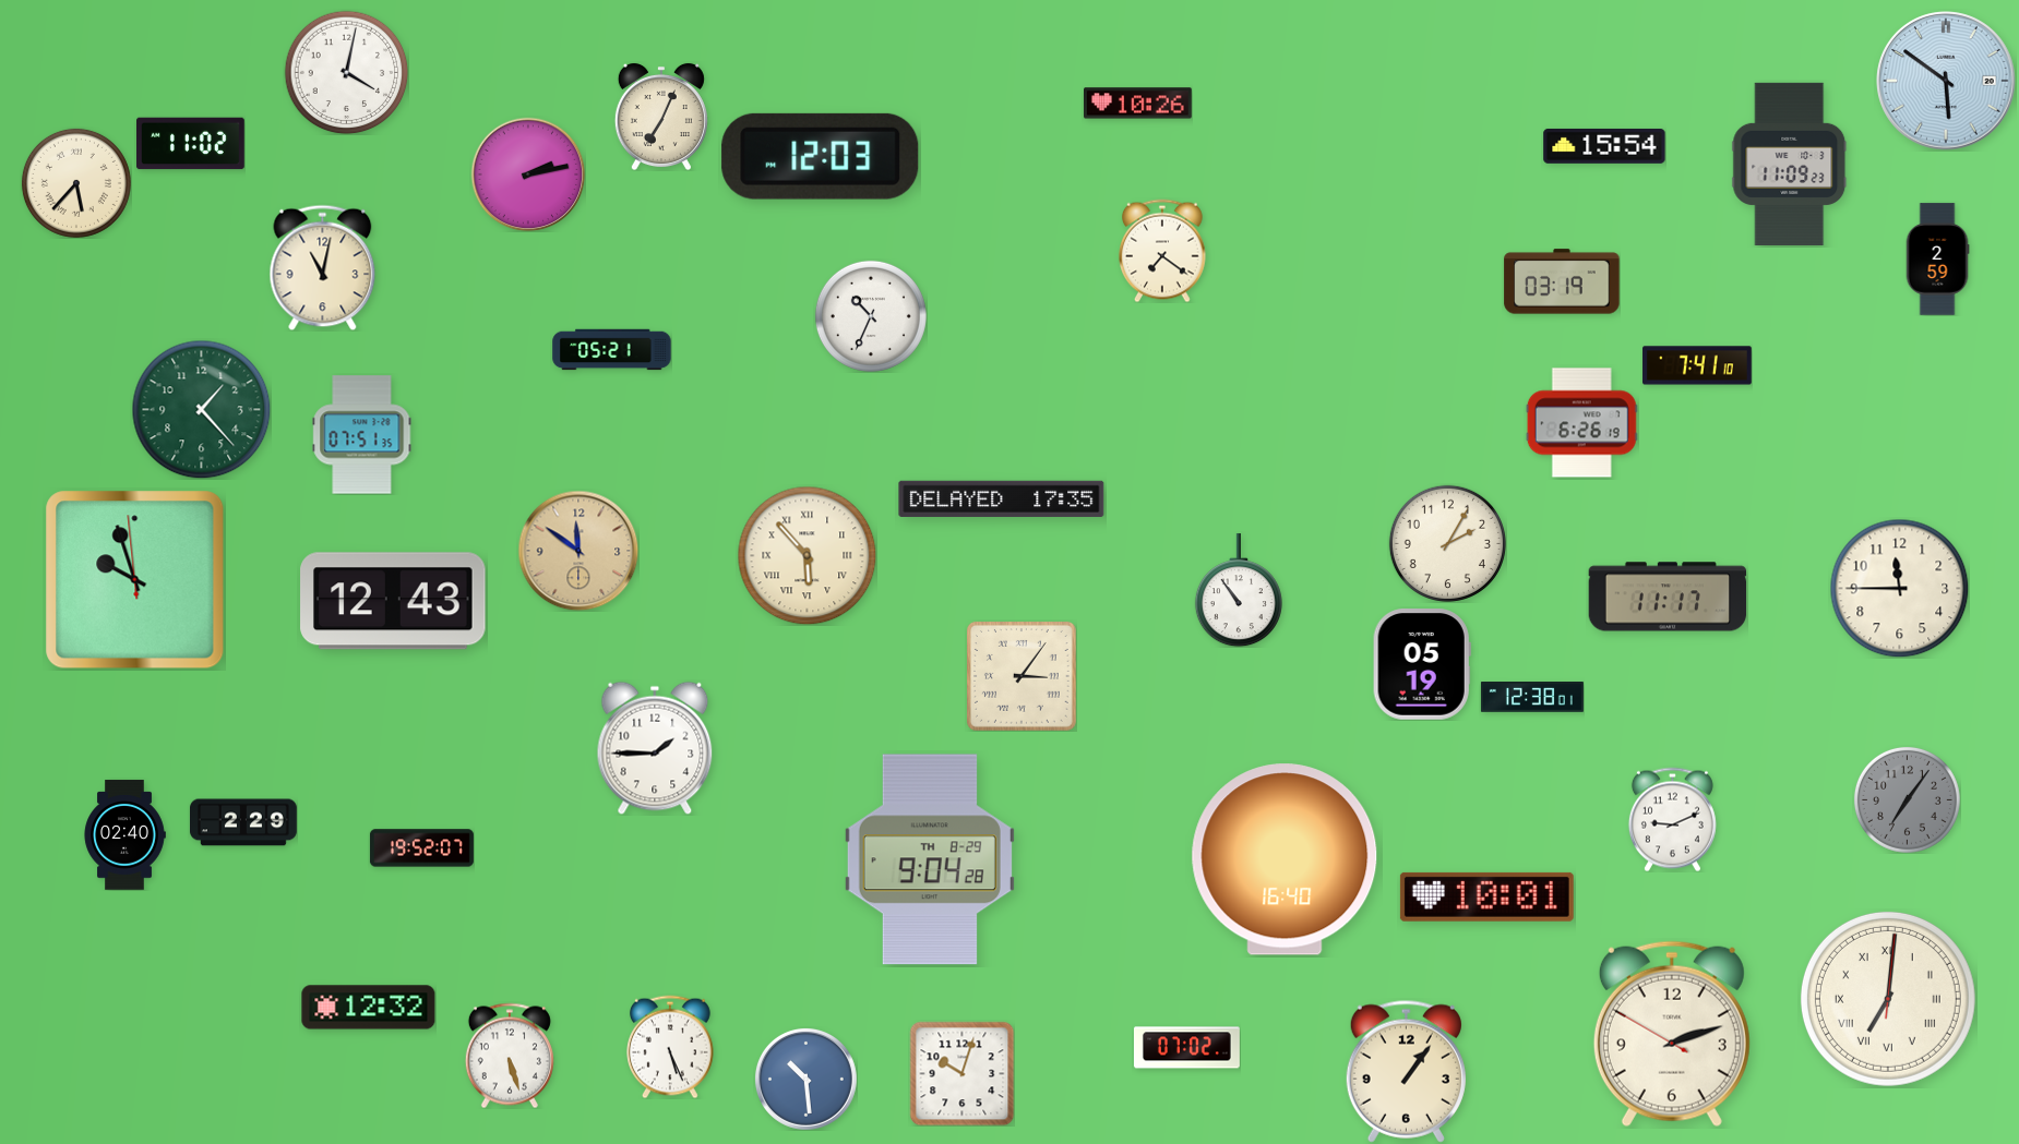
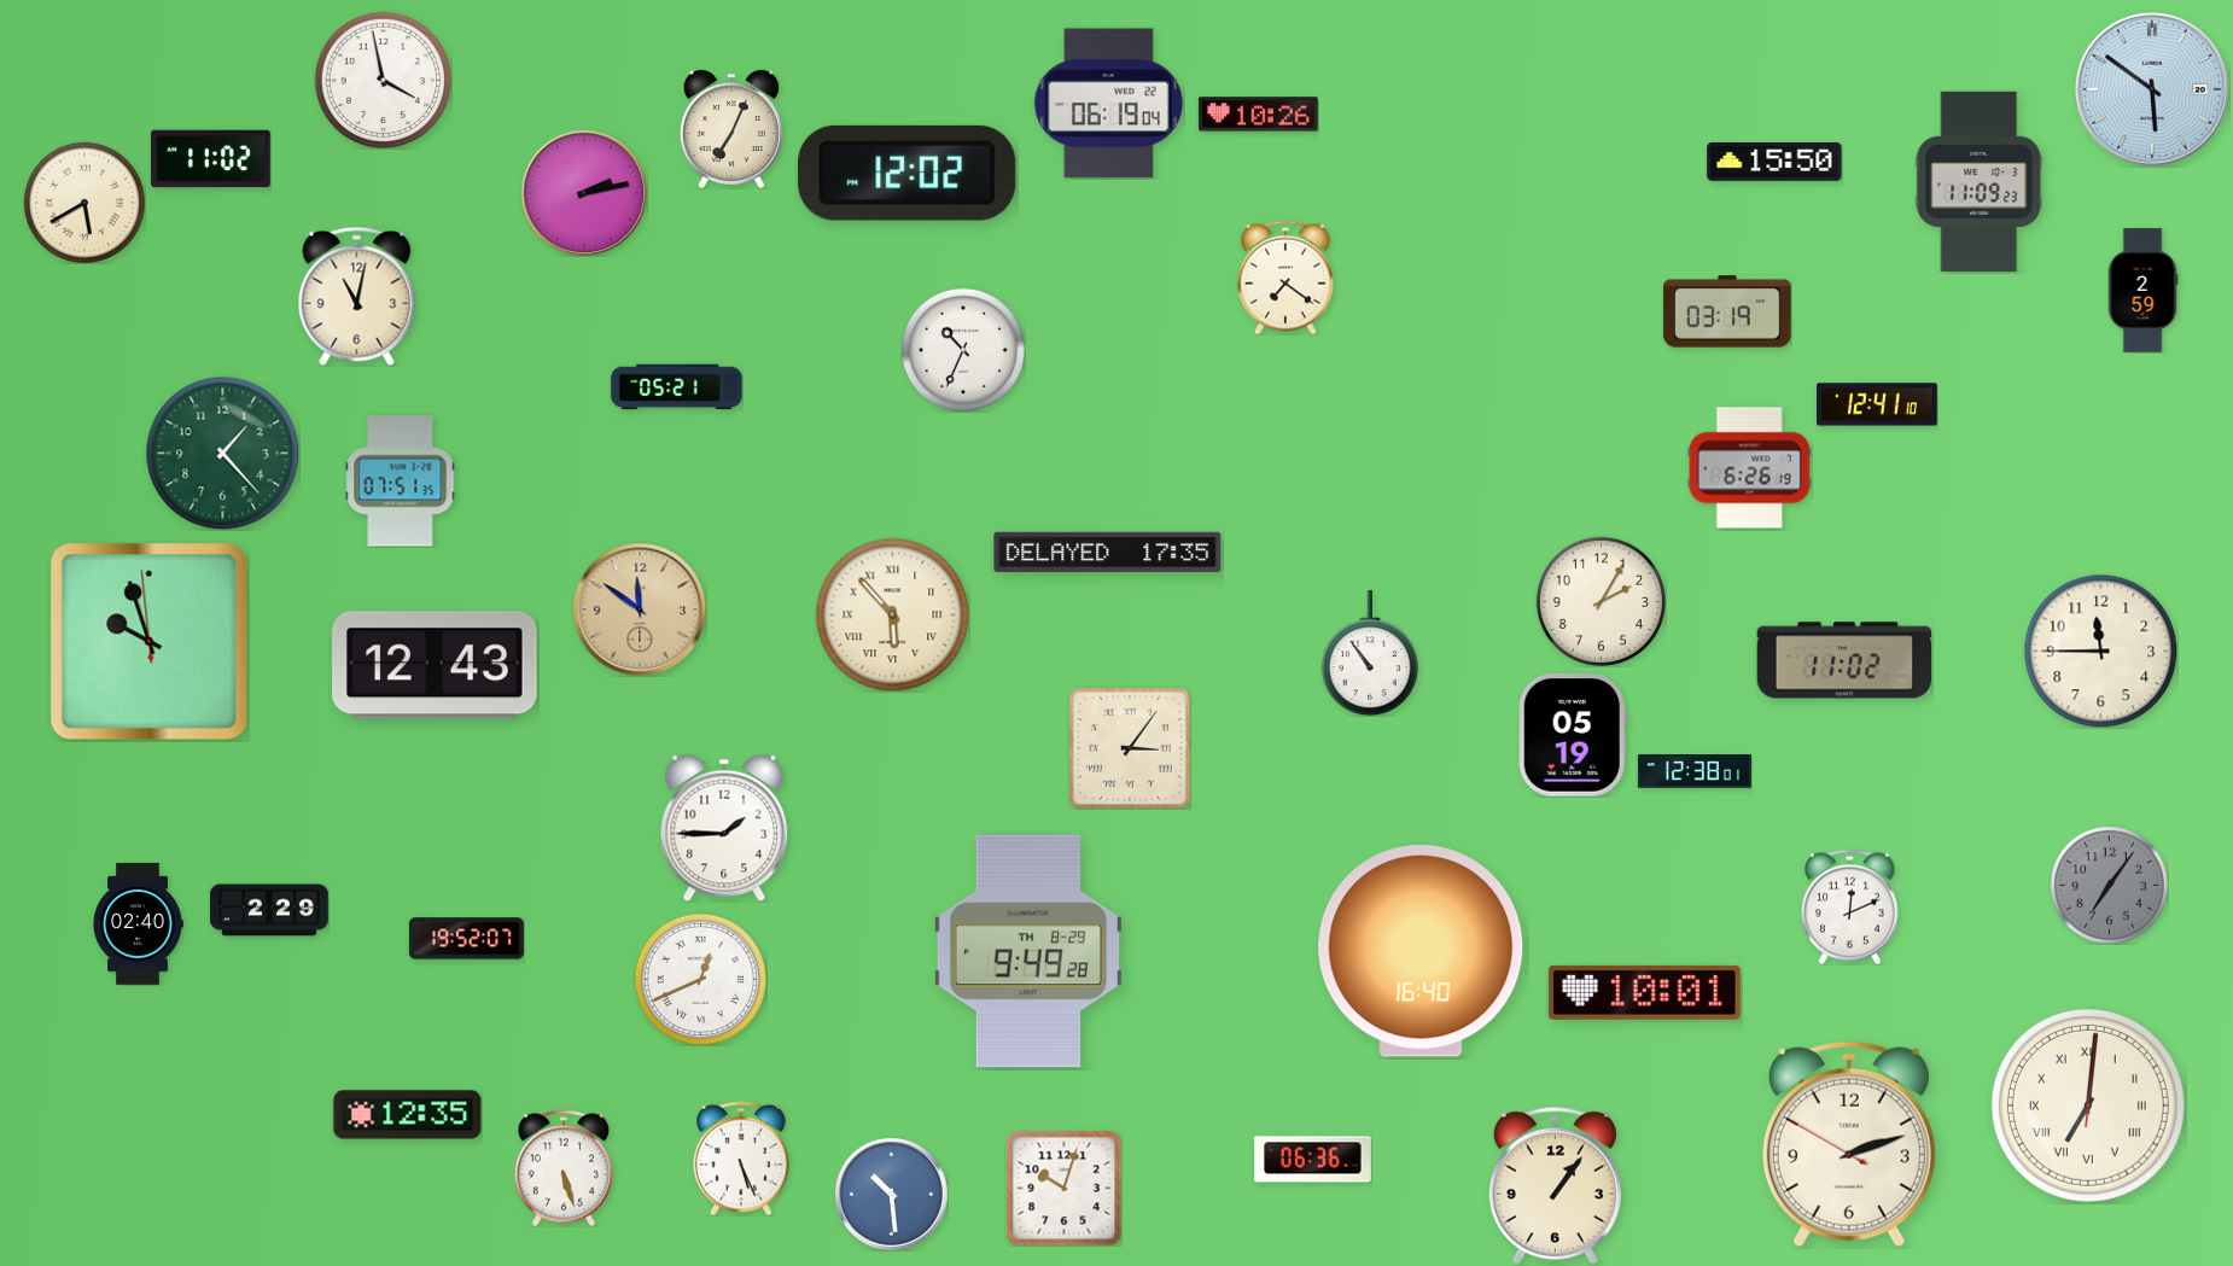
clock at (346, 72): 4:02 -> 3:58
clock at (1108, 104): none -> 06:19
clock at (1604, 146): 15:54 -> 15:50
clock at (821, 156): 12:03 -> 12:02
clock at (76, 183): 5:37 -> 5:40
clock at (1937, 260) position: (1937, 260) -> (2142, 291)
clock at (1697, 365): 7:41 -> 12:41
clock at (1668, 597): 11:17 -> 11:02
clock at (1672, 819): 9:11 -> 12:11
clock at (930, 859): 9:04 -> 9:49
clock at (700, 979): none -> 12:41
clock at (369, 1008): 12:32 -> 12:35
clock at (1186, 1048): 07:02 -> 06:36
